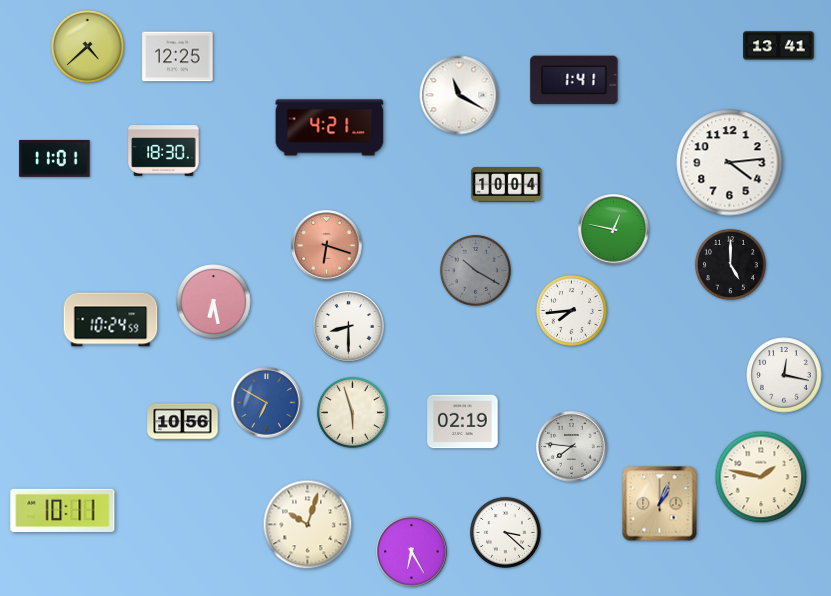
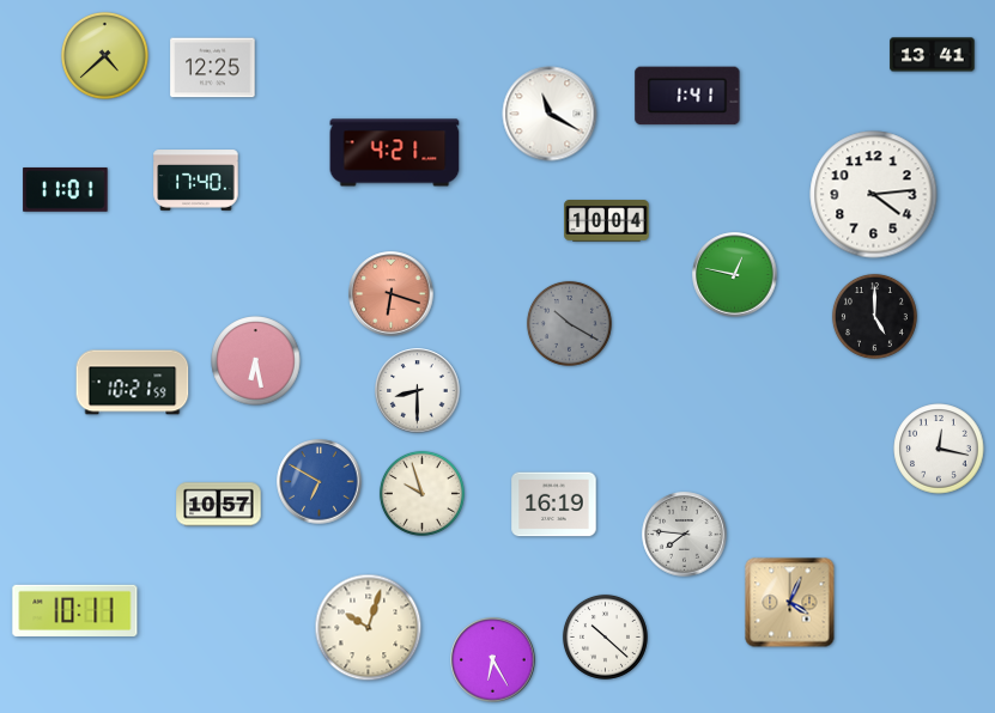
clock at (164, 151): 18:30 -> 17:40
clock at (571, 310): 7:44 -> none
clock at (111, 320): 10:24 -> 10:21
clock at (352, 412): 5:57 -> 9:57
clock at (183, 422): 10:56 -> 10:57
clock at (463, 422): 02:19 -> 16:19
clock at (761, 477): 1:47 -> none
clock at (660, 504): 1:04 -> 4:04
clock at (505, 532): 3:22 -> 10:22
